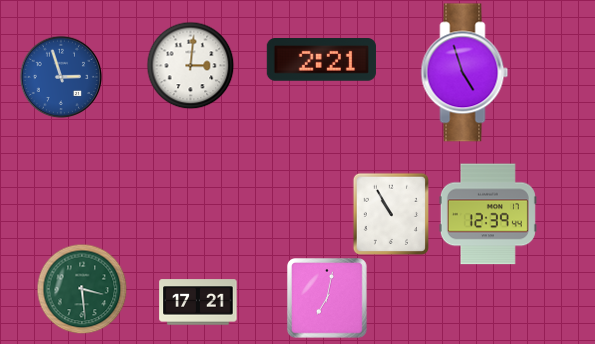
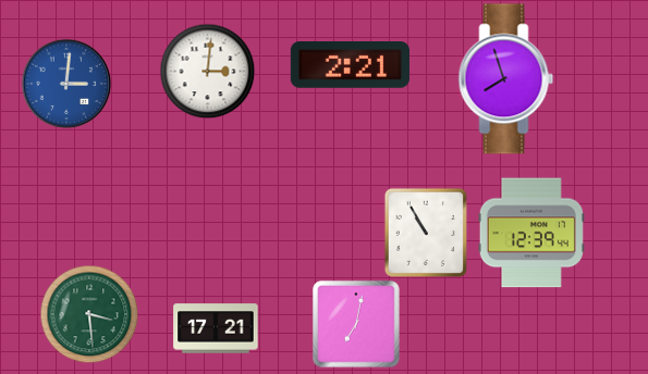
clock at (465, 73): 4:57 -> 7:57
clock at (61, 77): 2:57 -> 3:01
